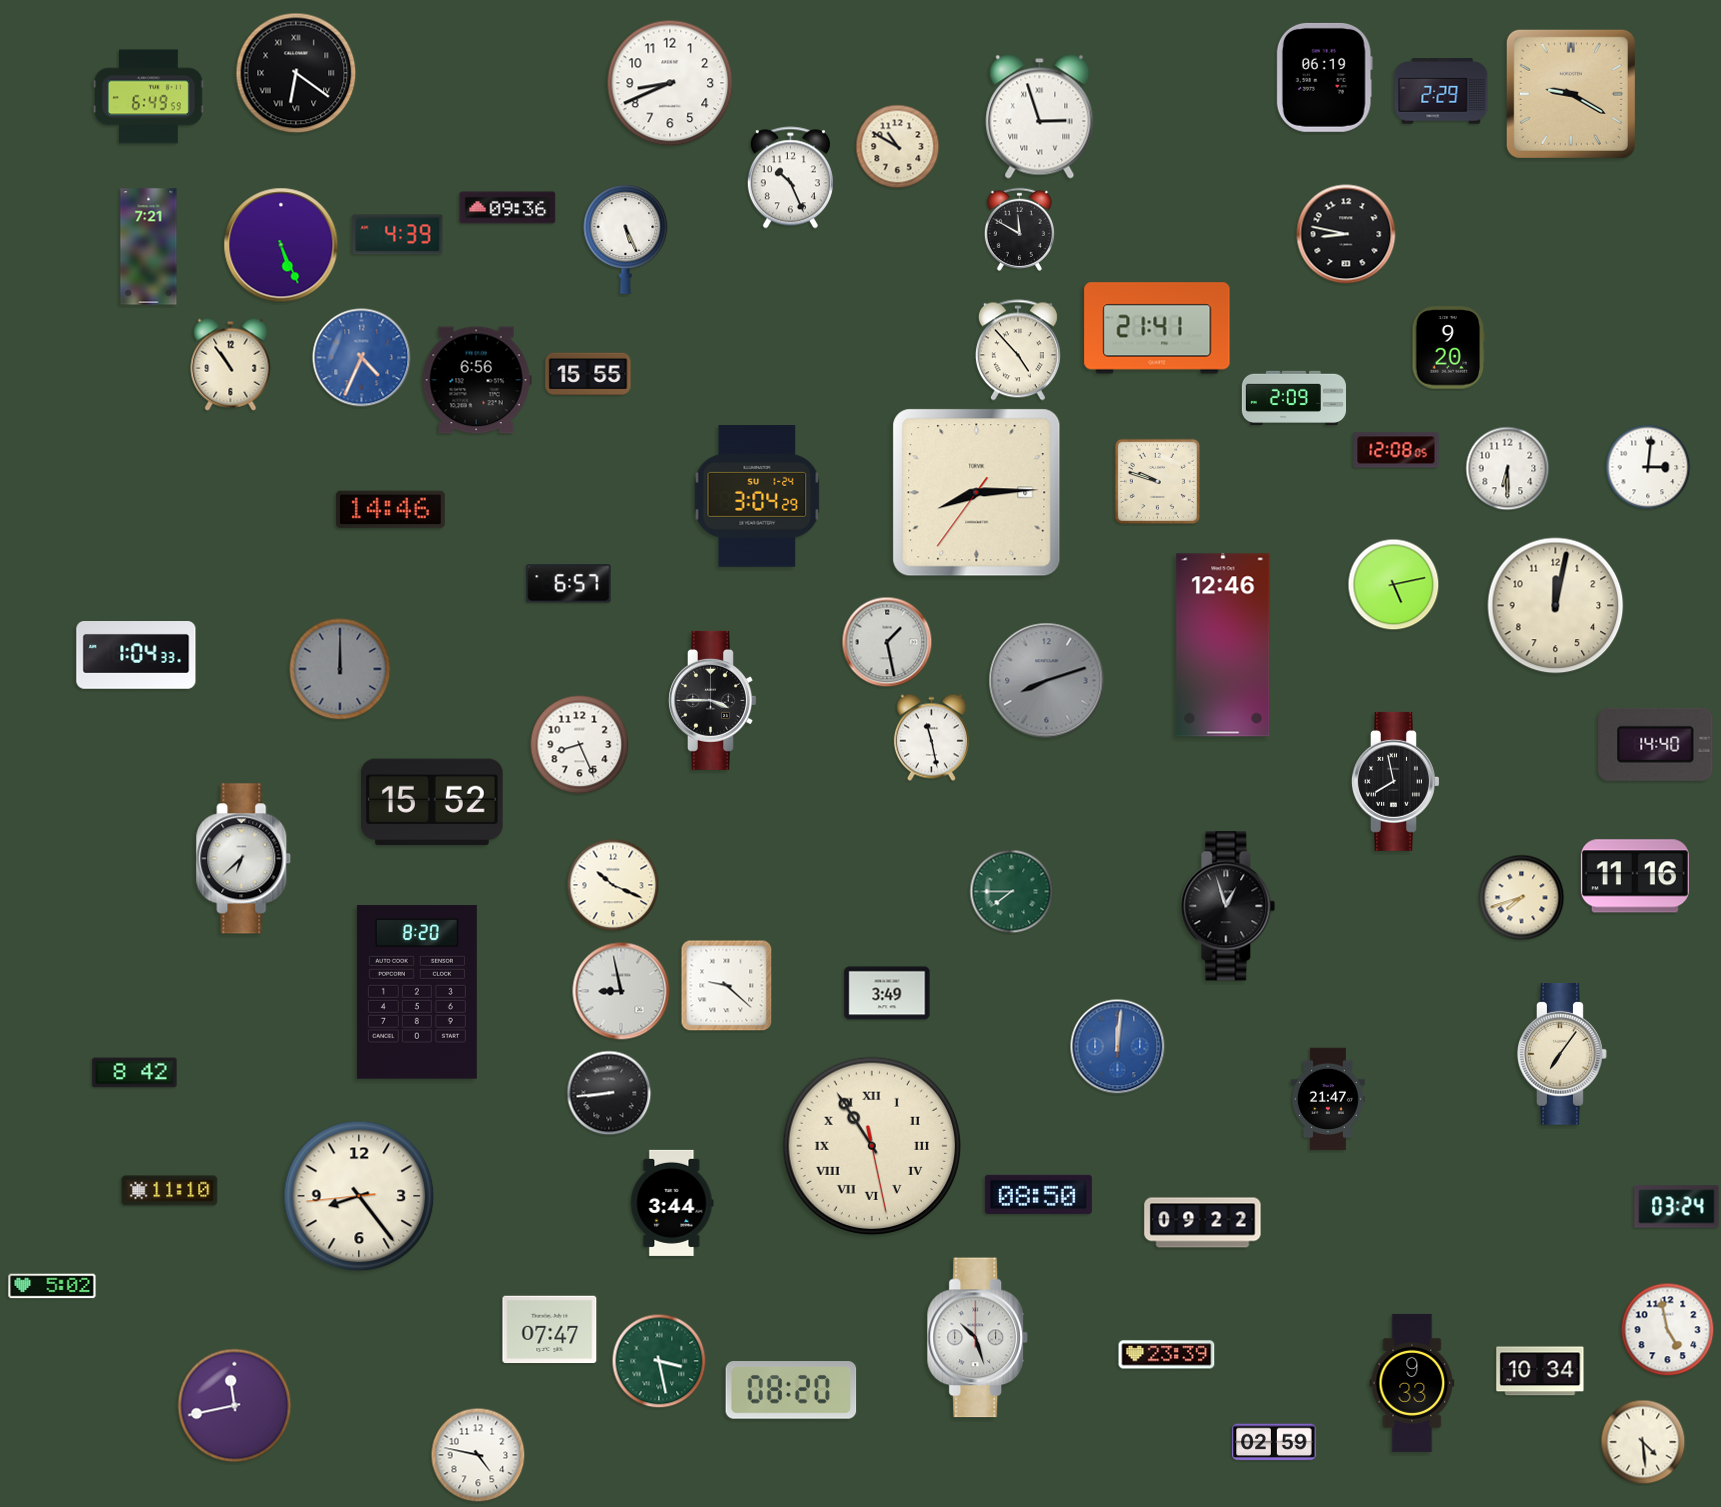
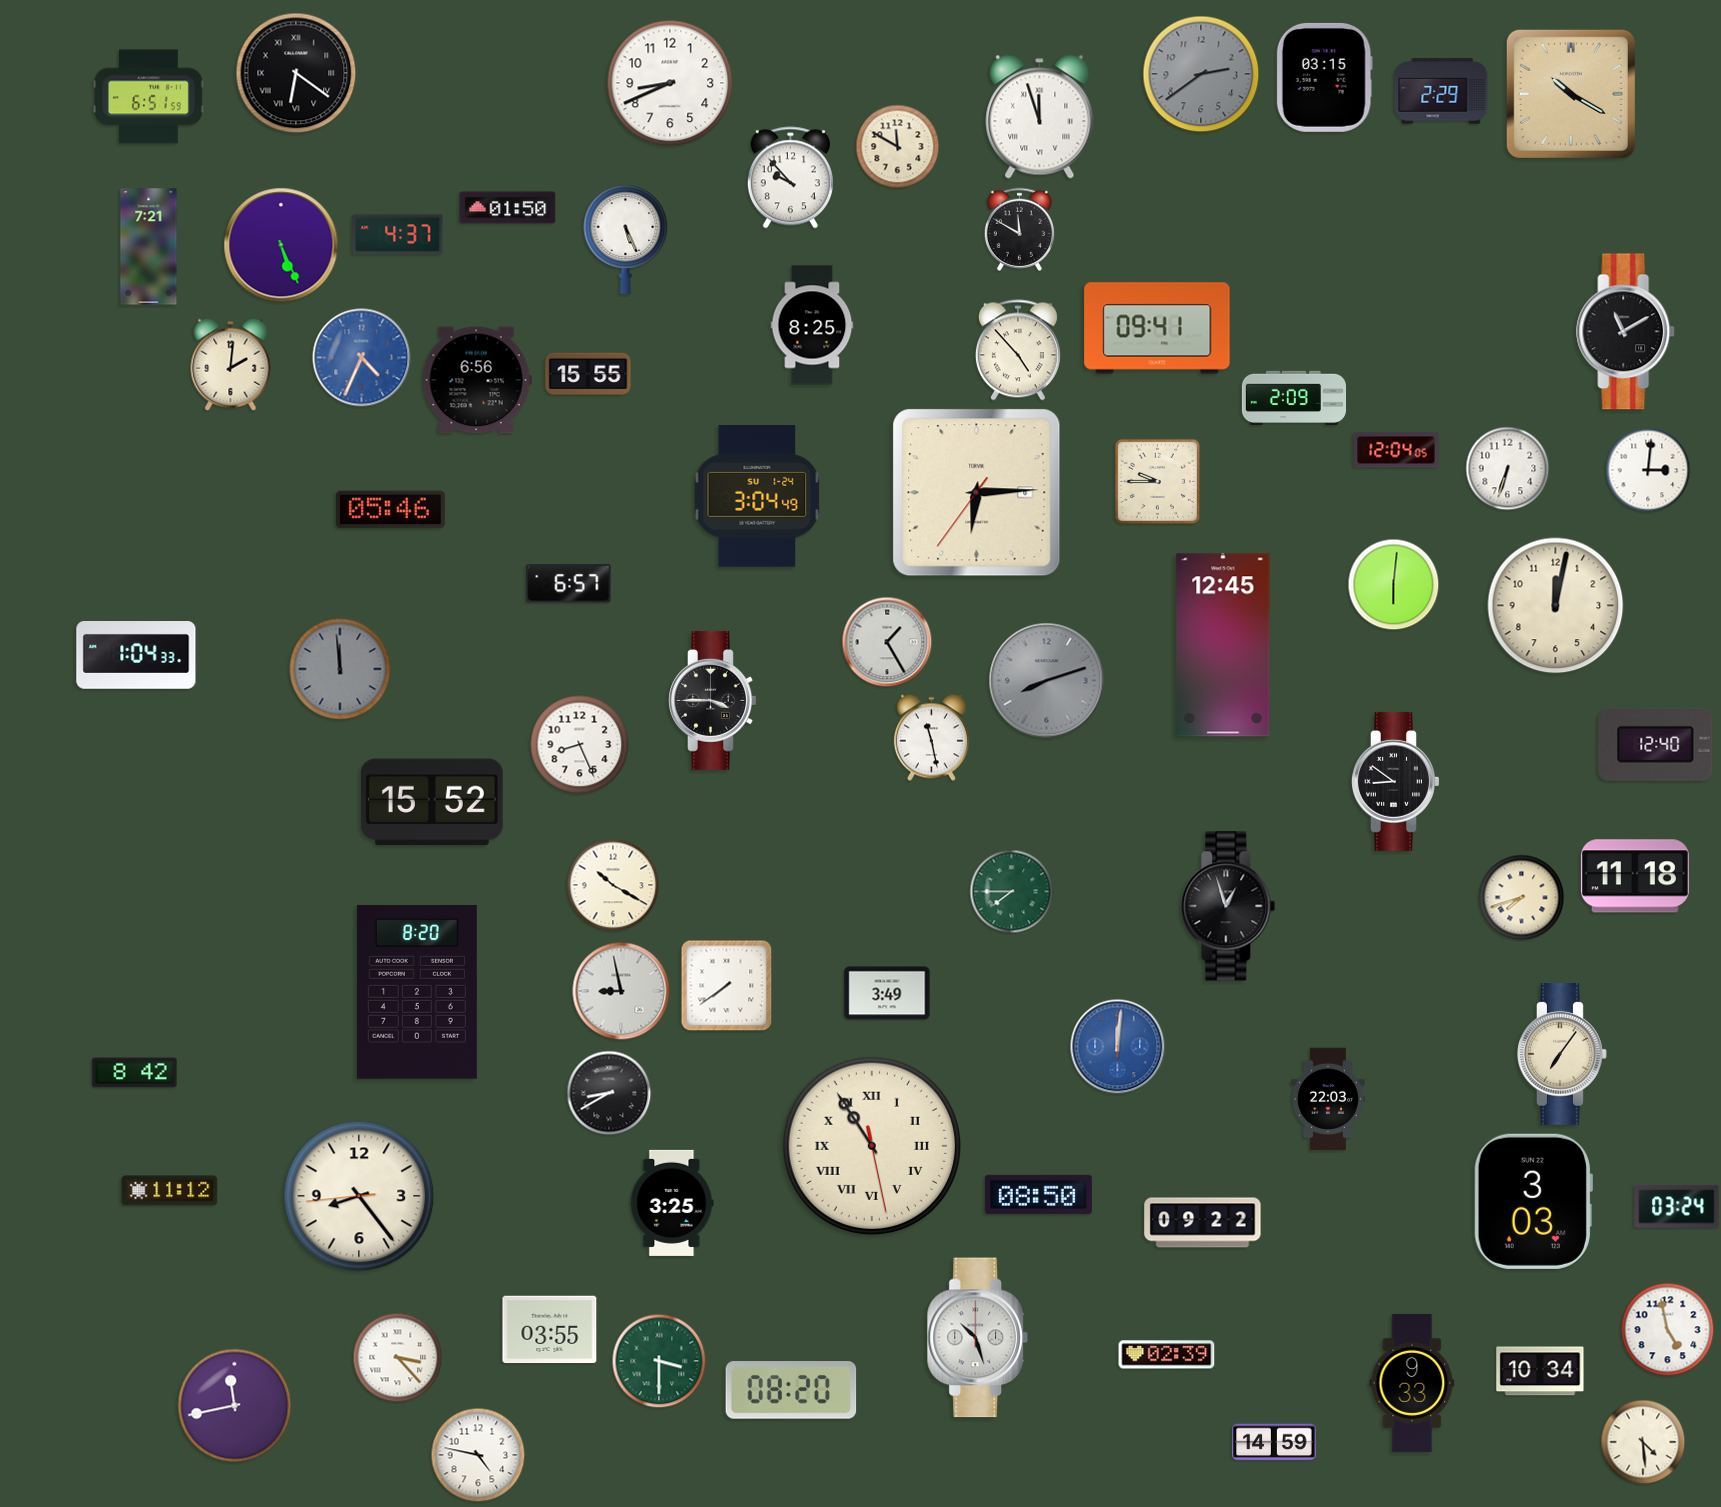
clock at (1201, 74): none -> 2:39
clock at (1324, 77): 06:19 -> 03:15
clock at (1571, 94): 9:20 -> 10:20
clock at (149, 97): 6:49 -> 6:51
clock at (1040, 117): 2:57 -> 11:57
clock at (898, 147): 10:50 -> 11:50
clock at (790, 178): 10:26 -> 9:53
clock at (508, 208): 09:36 -> 01:50
clock at (1346, 234): 8:47 -> none
clock at (398, 235): 4:39 -> 4:37
clock at (812, 325): none -> 8:25
clock at (1157, 328): 21:41 -> 09:41
clock at (1626, 332): none -> 11:10
clock at (1449, 348): 9:20 -> none
clock at (231, 364): 10:54 -> 2:01
clock at (1396, 450): 12:08 -> 12:04
clock at (1648, 467) position: (1648, 467) -> (1648, 470)
clock at (1508, 469): 6:30 -> 6:33
clock at (1157, 481): 9:48 -> 9:45
clock at (977, 493): 8:14 -> 6:14
clock at (757, 497): 3:04:29 -> 3:04:49
clock at (390, 510): 14:46 -> 05:46
clock at (1394, 585): 5:13 -> 6:01
clock at (887, 642): 1:28 -> 1:25
clock at (1223, 645): 12:46 -> 12:45
clock at (340, 669): 12:00 -> 11:59
clock at (1656, 744): 14:40 -> 12:40
clock at (1396, 781): 7:58 -> 8:51
clock at (244, 859): 6:38 -> none
clock at (1635, 876): 11:16 -> 11:18
clock at (613, 885): 10:19 -> 10:20
clock at (727, 986): 9:22 -> 7:39
clock at (609, 1093): 8:44 -> 8:40
clock at (1328, 1099): 21:47 -> 22:03
clock at (170, 1191): 11:10 -> 11:12
clock at (1533, 1201): none -> 3:03
clock at (672, 1203): 3:44 -> 3:25
clock at (52, 1286): 5:02 -> none
clock at (550, 1330): 07:47 -> 03:55
clock at (1167, 1355): 23:39 -> 02:39
clock at (398, 1358): none -> 3:23
clock at (659, 1361): 3:28 -> 3:30
clock at (1274, 1442): 02:59 -> 14:59
